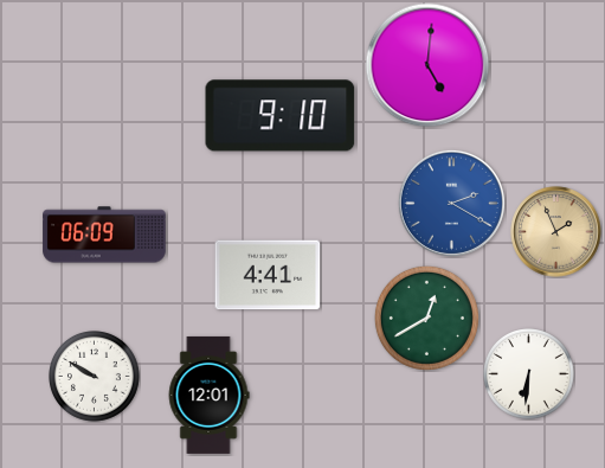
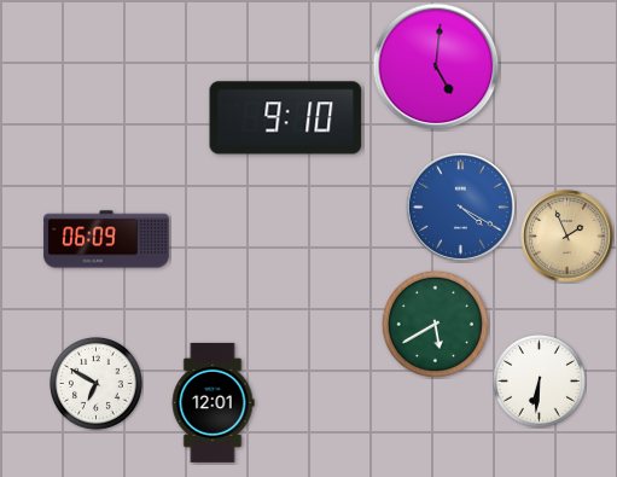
clock at (451, 203): 2:20 -> 4:20
clock at (268, 275): 4:41 -> none
clock at (426, 318): 12:40 -> 5:40
clock at (95, 377): 9:50 -> 6:50
